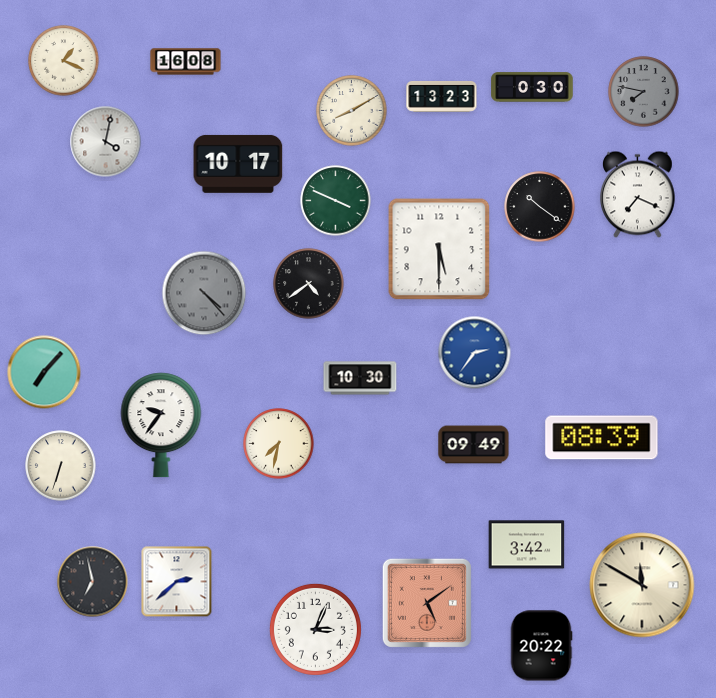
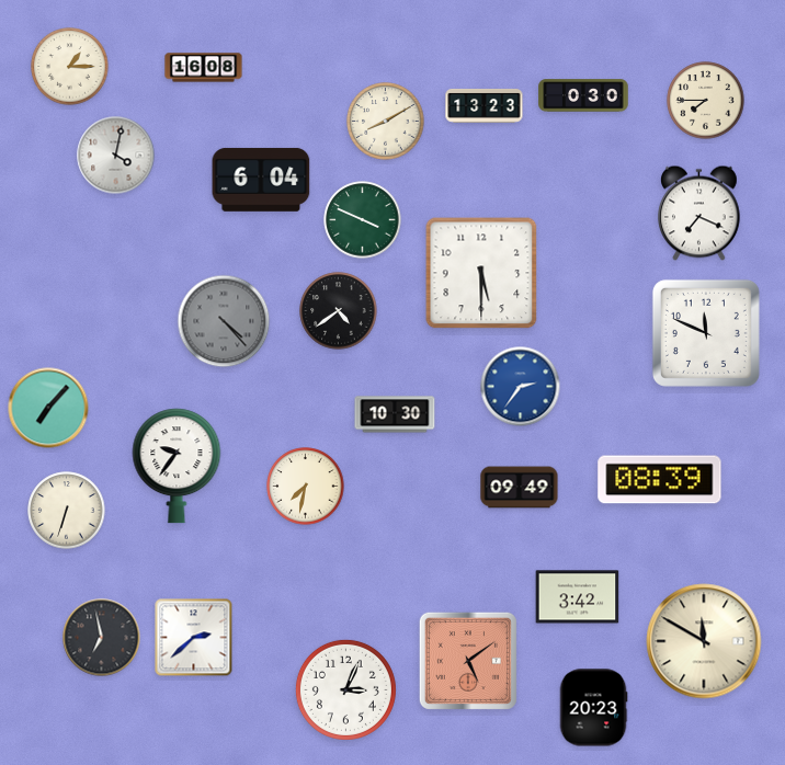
clock at (64, 61): 1:19 -> 1:15
clock at (644, 92): 7:47 -> 7:45
clock at (644, 92) dial: grey -> cream
clock at (238, 164): 10:17 -> 6:04
clock at (336, 201) position: (336, 201) -> (363, 220)
clock at (540, 207): 10:21 -> none
clock at (706, 333): none -> 11:49
clock at (541, 646): 20:22 -> 20:23
